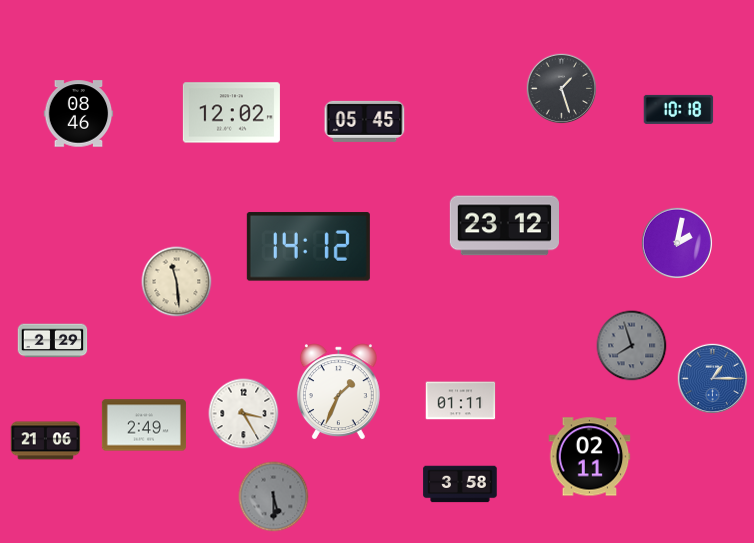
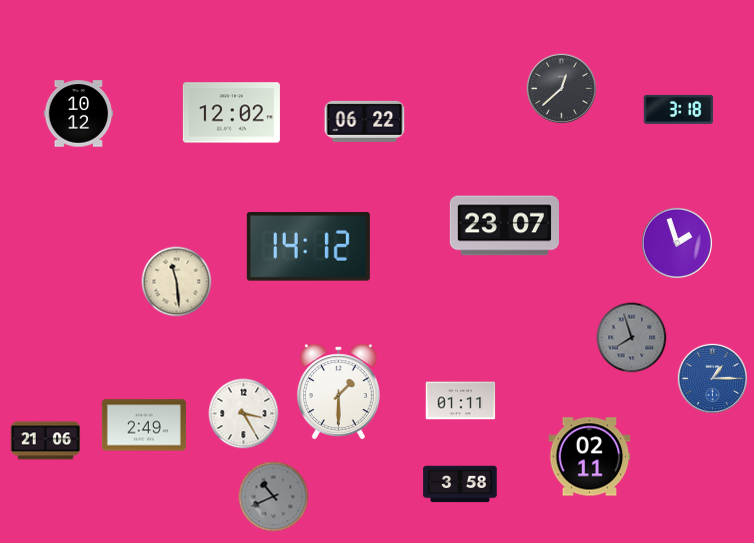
clock at (562, 89): 1:27 -> 12:38
clock at (679, 109): 10:18 -> 3:18
clock at (79, 114): 08:46 -> 10:12
clock at (365, 121): 05:45 -> 06:22
clock at (504, 226): 23:12 -> 23:07
clock at (676, 242): 2:02 -> 1:57
clock at (53, 341): 2:29 -> none
clock at (632, 346) position: (632, 346) -> (632, 338)
clock at (338, 392): 1:34 -> 1:30
clock at (274, 497): 5:30 -> 10:41
